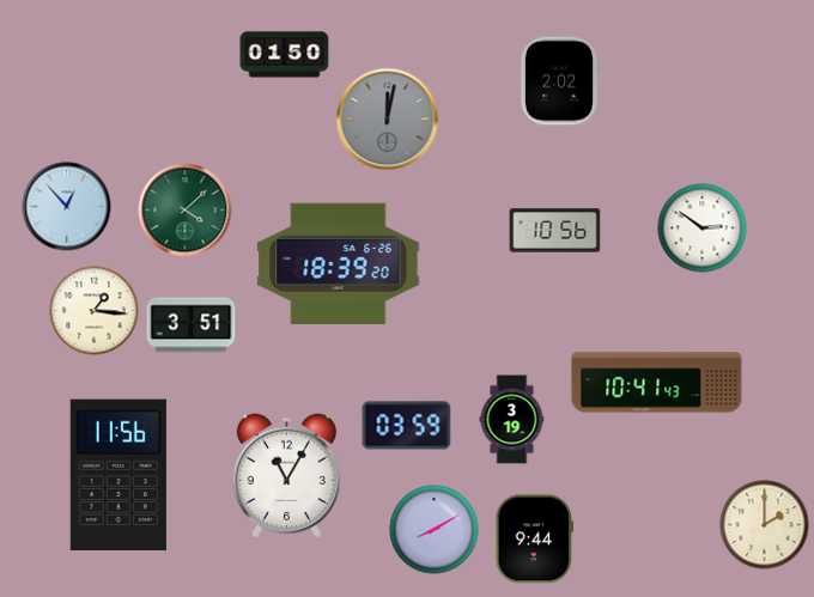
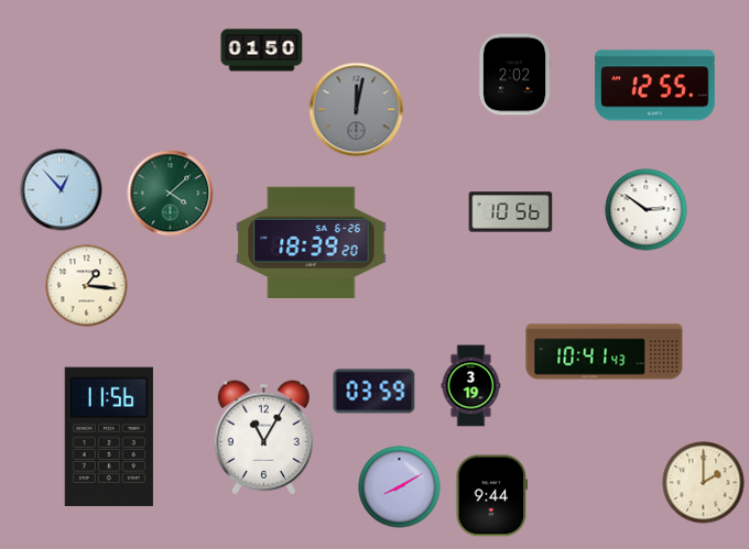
clock at (654, 86): none -> 12:55
clock at (192, 325): 3:51 -> none
